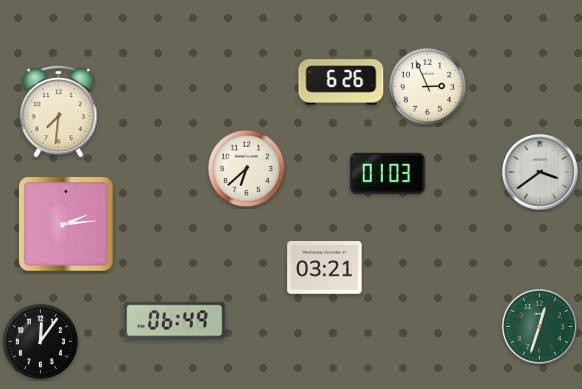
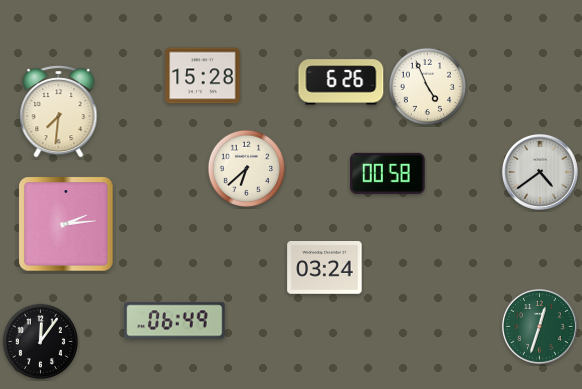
clock at (203, 76): none -> 15:28
clock at (427, 86): 2:56 -> 4:56
clock at (540, 172): 3:39 -> 4:39
clock at (388, 173): 01:03 -> 00:58
clock at (325, 268): 03:21 -> 03:24
